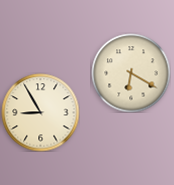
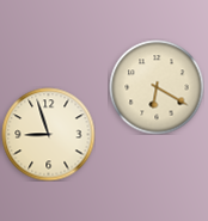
clock at (40, 112): 8:55 -> 8:57
